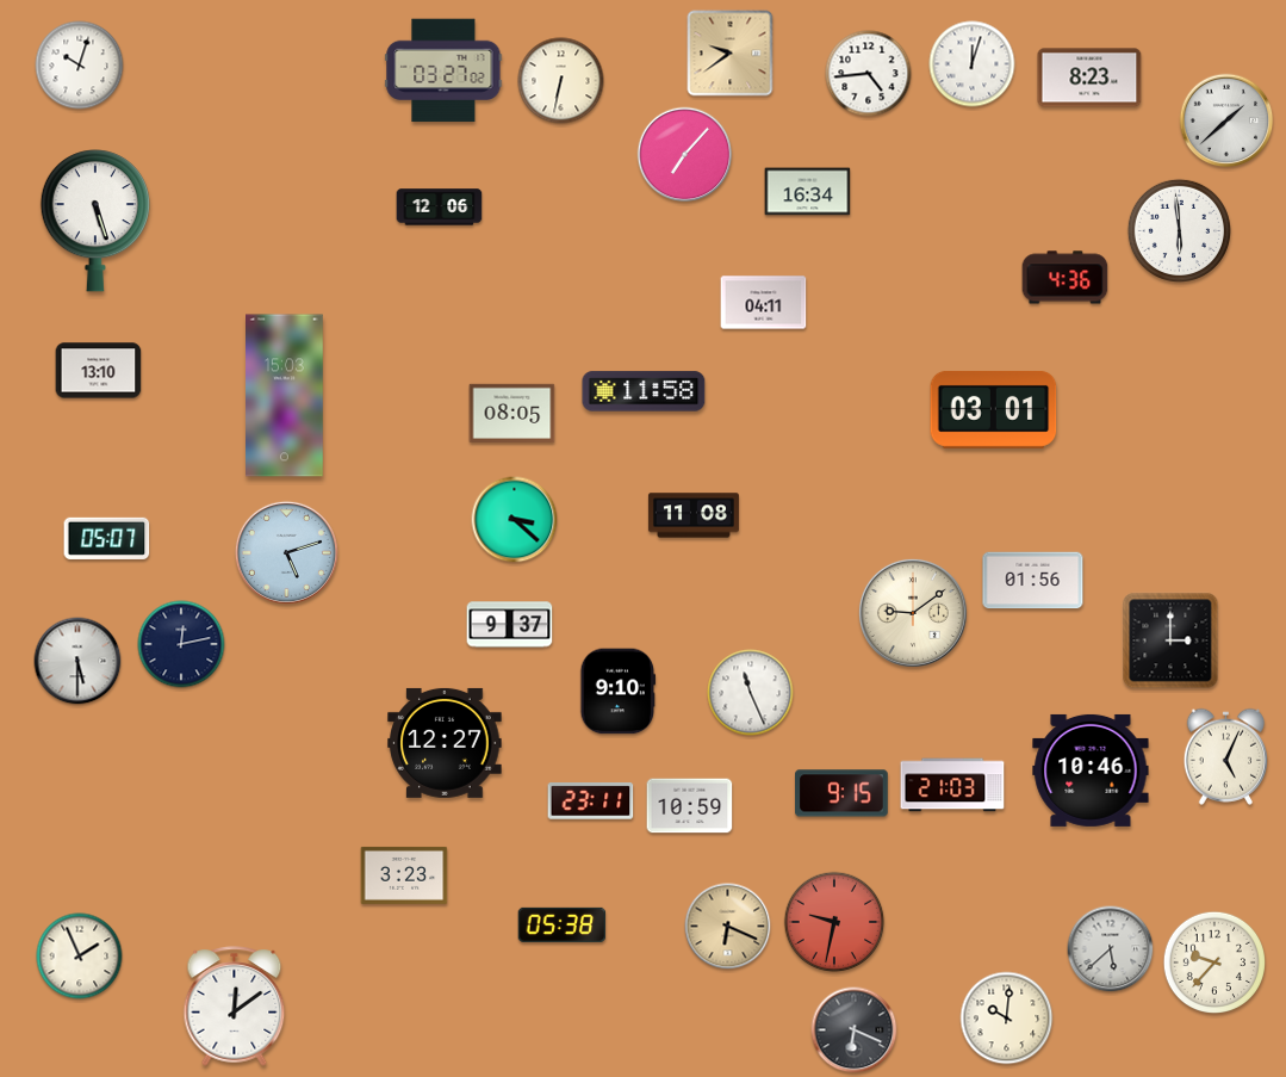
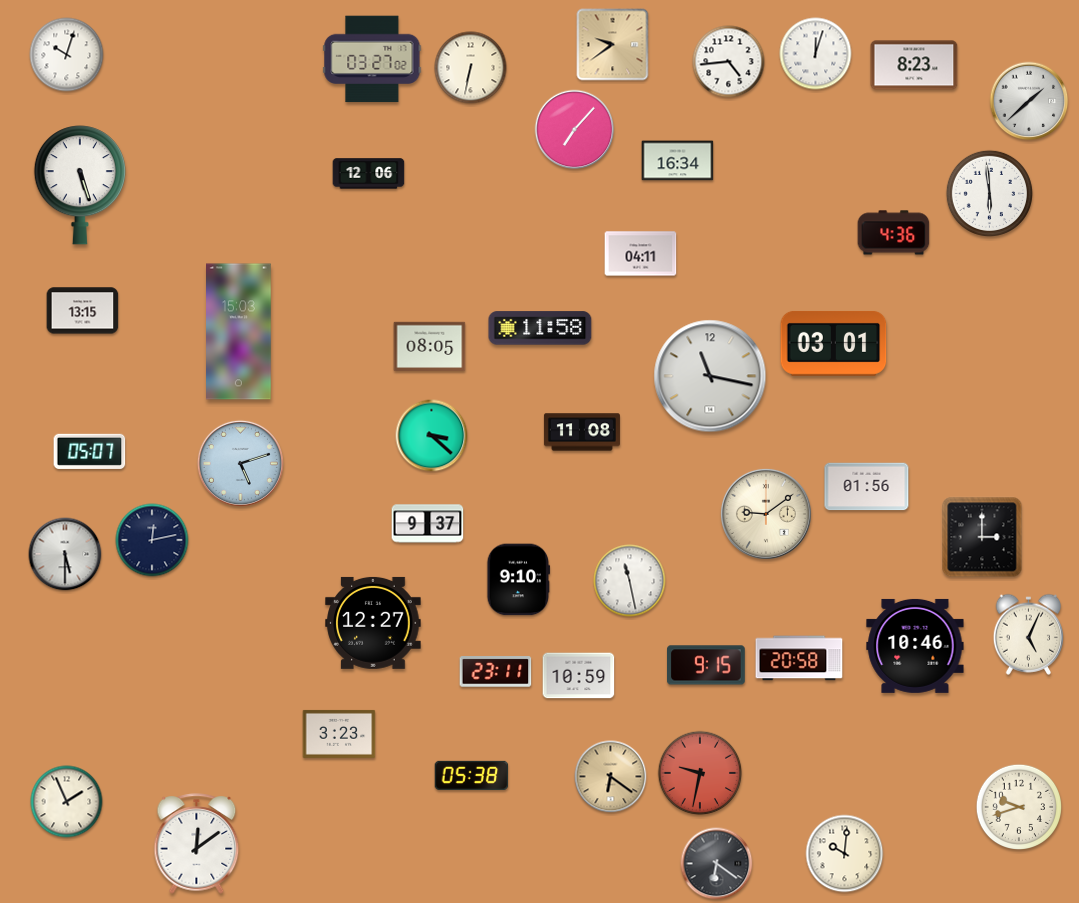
clock at (99, 371): 13:10 -> 13:15
clock at (710, 376): none -> 11:17
clock at (751, 693): 11:26 -> 11:28
clock at (952, 785): 21:03 -> 20:58
clock at (728, 927): 6:19 -> 6:21
clock at (1111, 949): 5:38 -> none
clock at (1213, 961): 9:37 -> 9:42
clock at (855, 1030): 6:19 -> 6:21
